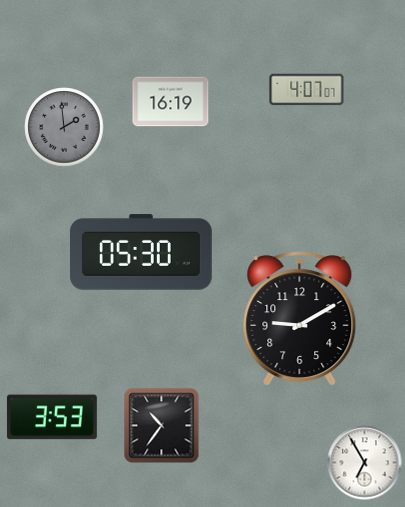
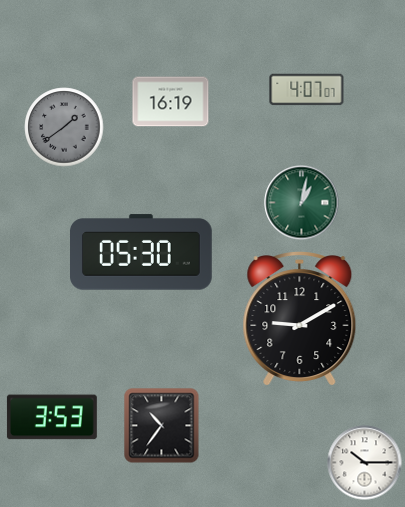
clock at (64, 127): 1:59 -> 1:39
clock at (302, 203): none -> 1:02
clock at (365, 463): 6:55 -> 10:15
